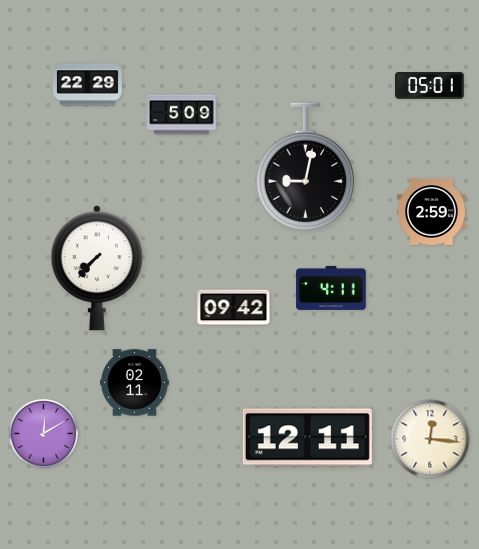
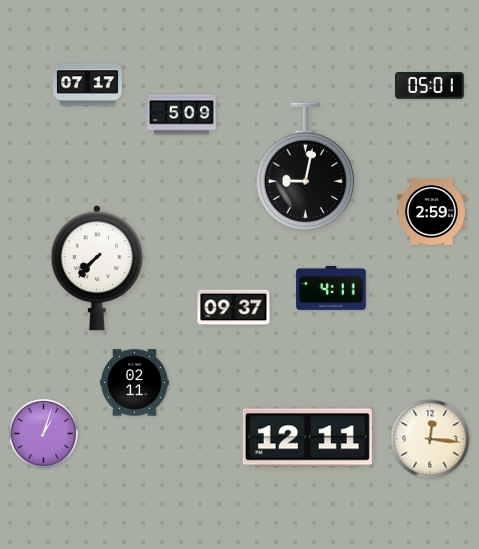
clock at (88, 85): 22:29 -> 07:17
clock at (234, 308): 09:42 -> 09:37
clock at (43, 433): 12:10 -> 1:03
